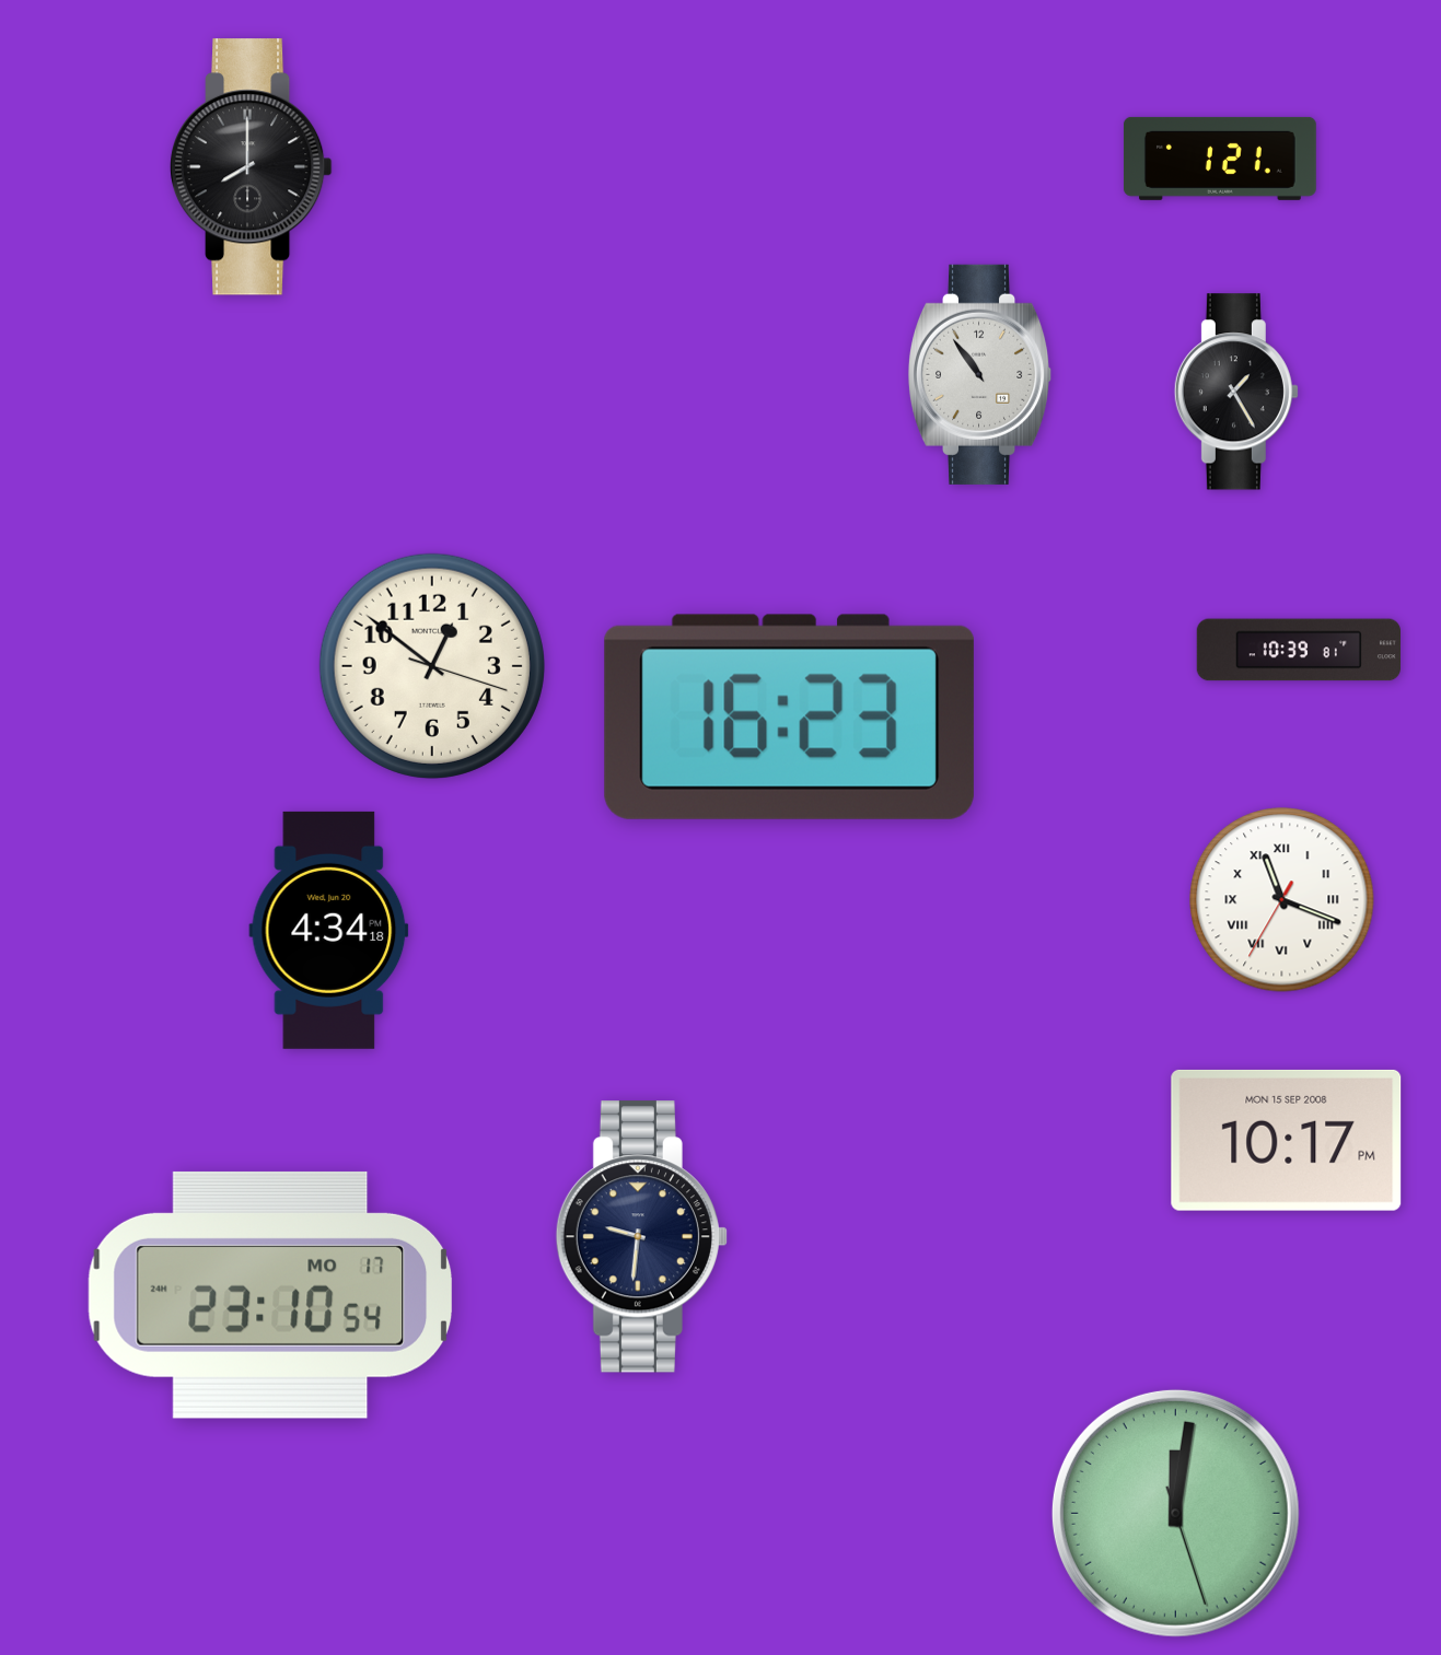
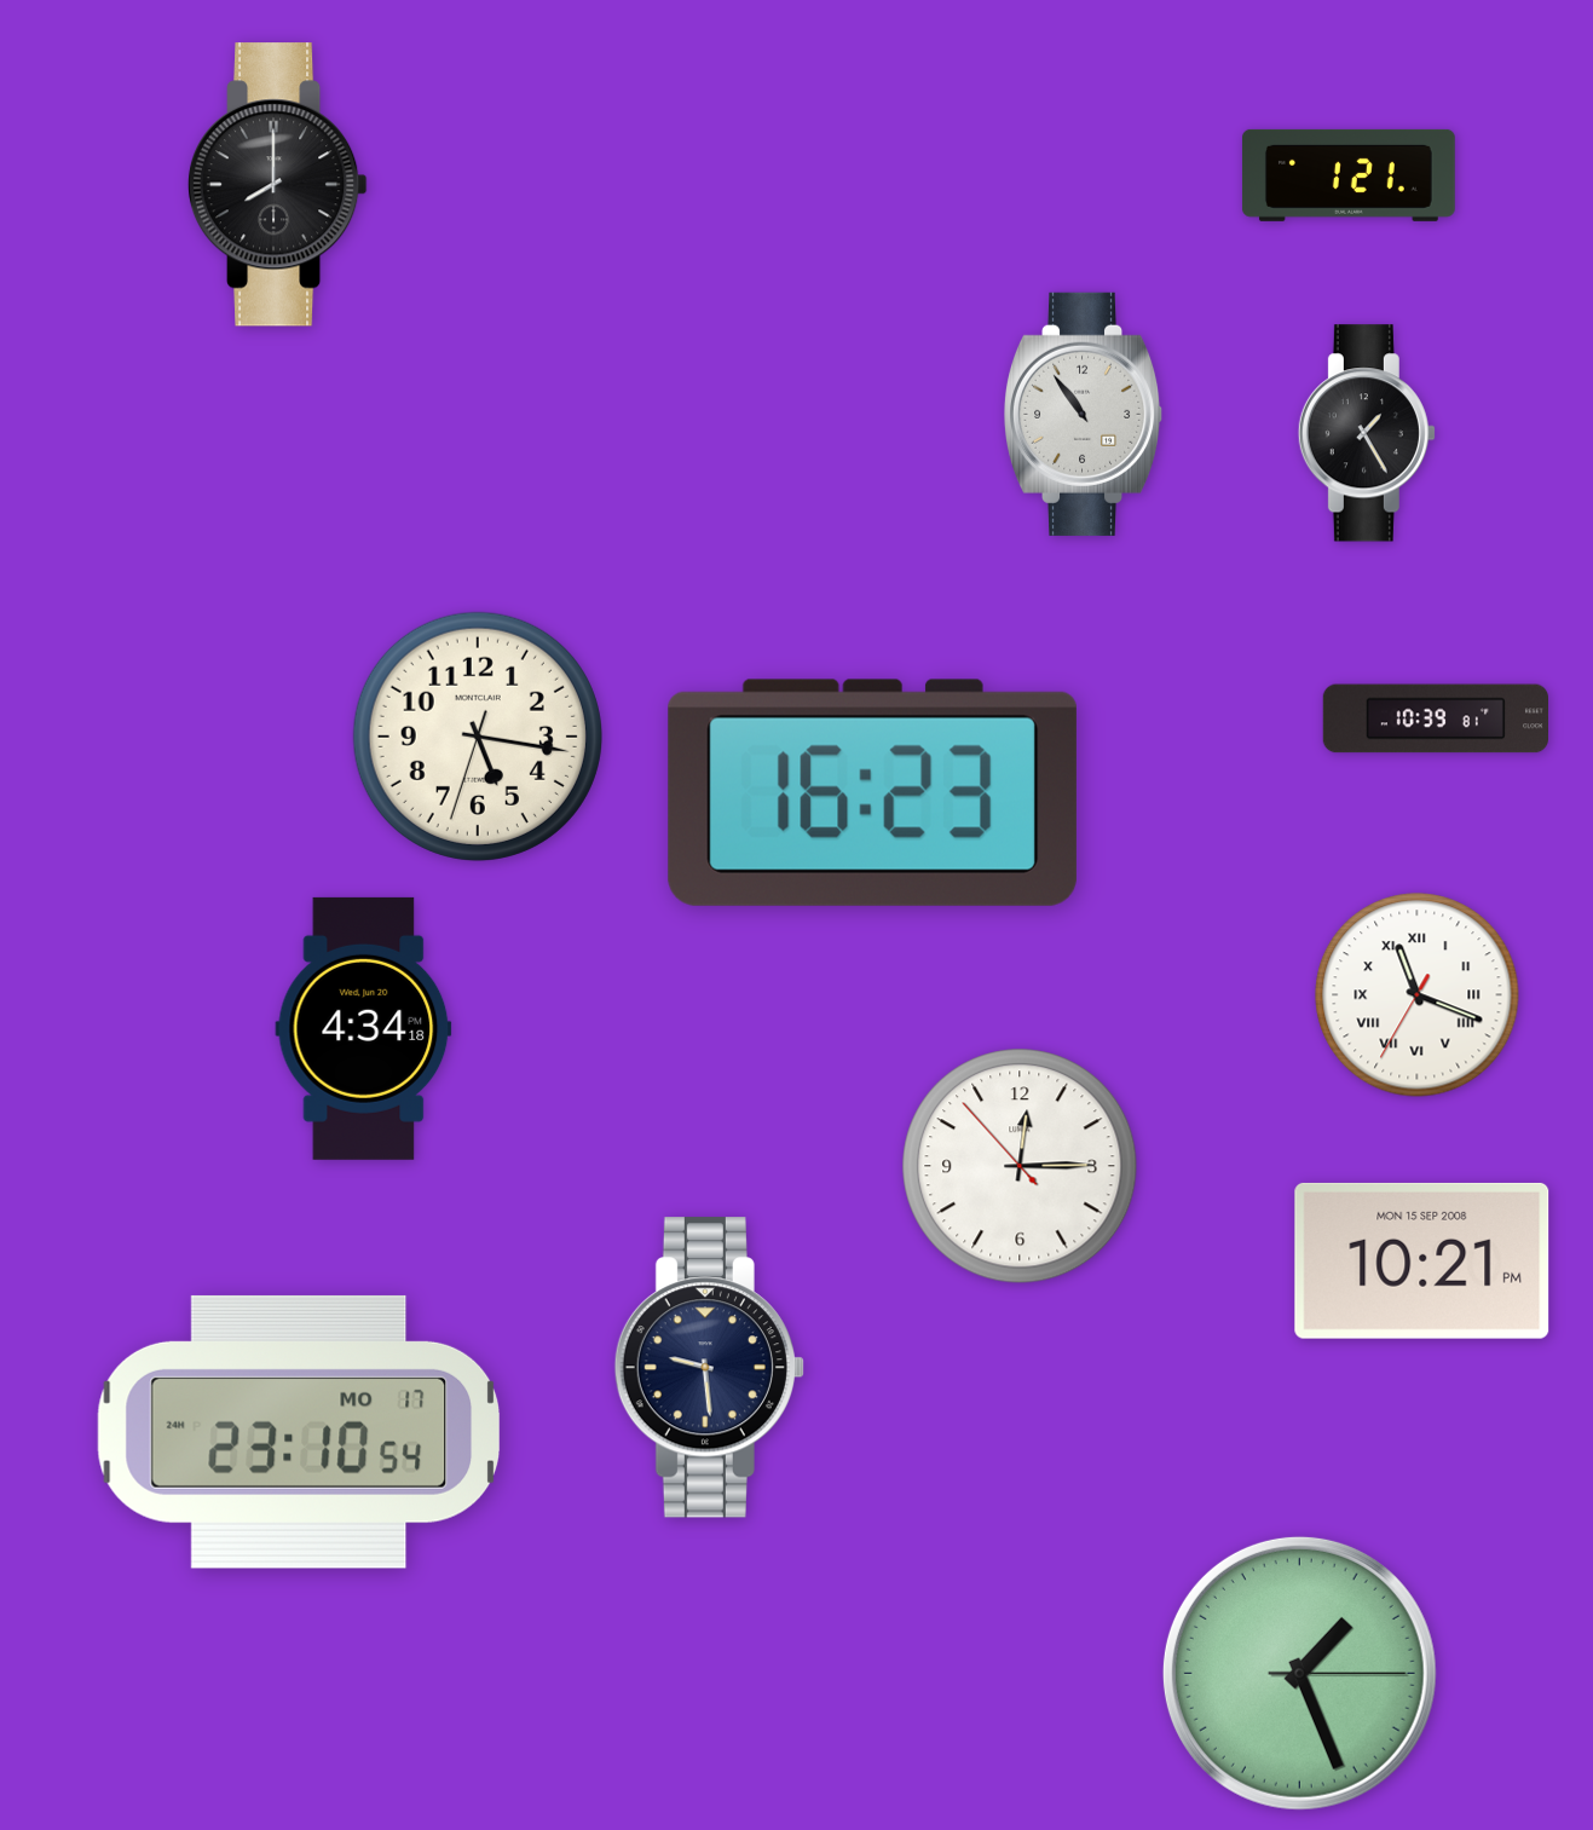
clock at (432, 666): 12:51 -> 5:16
clock at (1020, 1166): none -> 12:14
clock at (1287, 1140): 10:17 -> 10:21
clock at (641, 1237): 9:31 -> 9:29
clock at (1175, 1513): 12:01 -> 1:26
